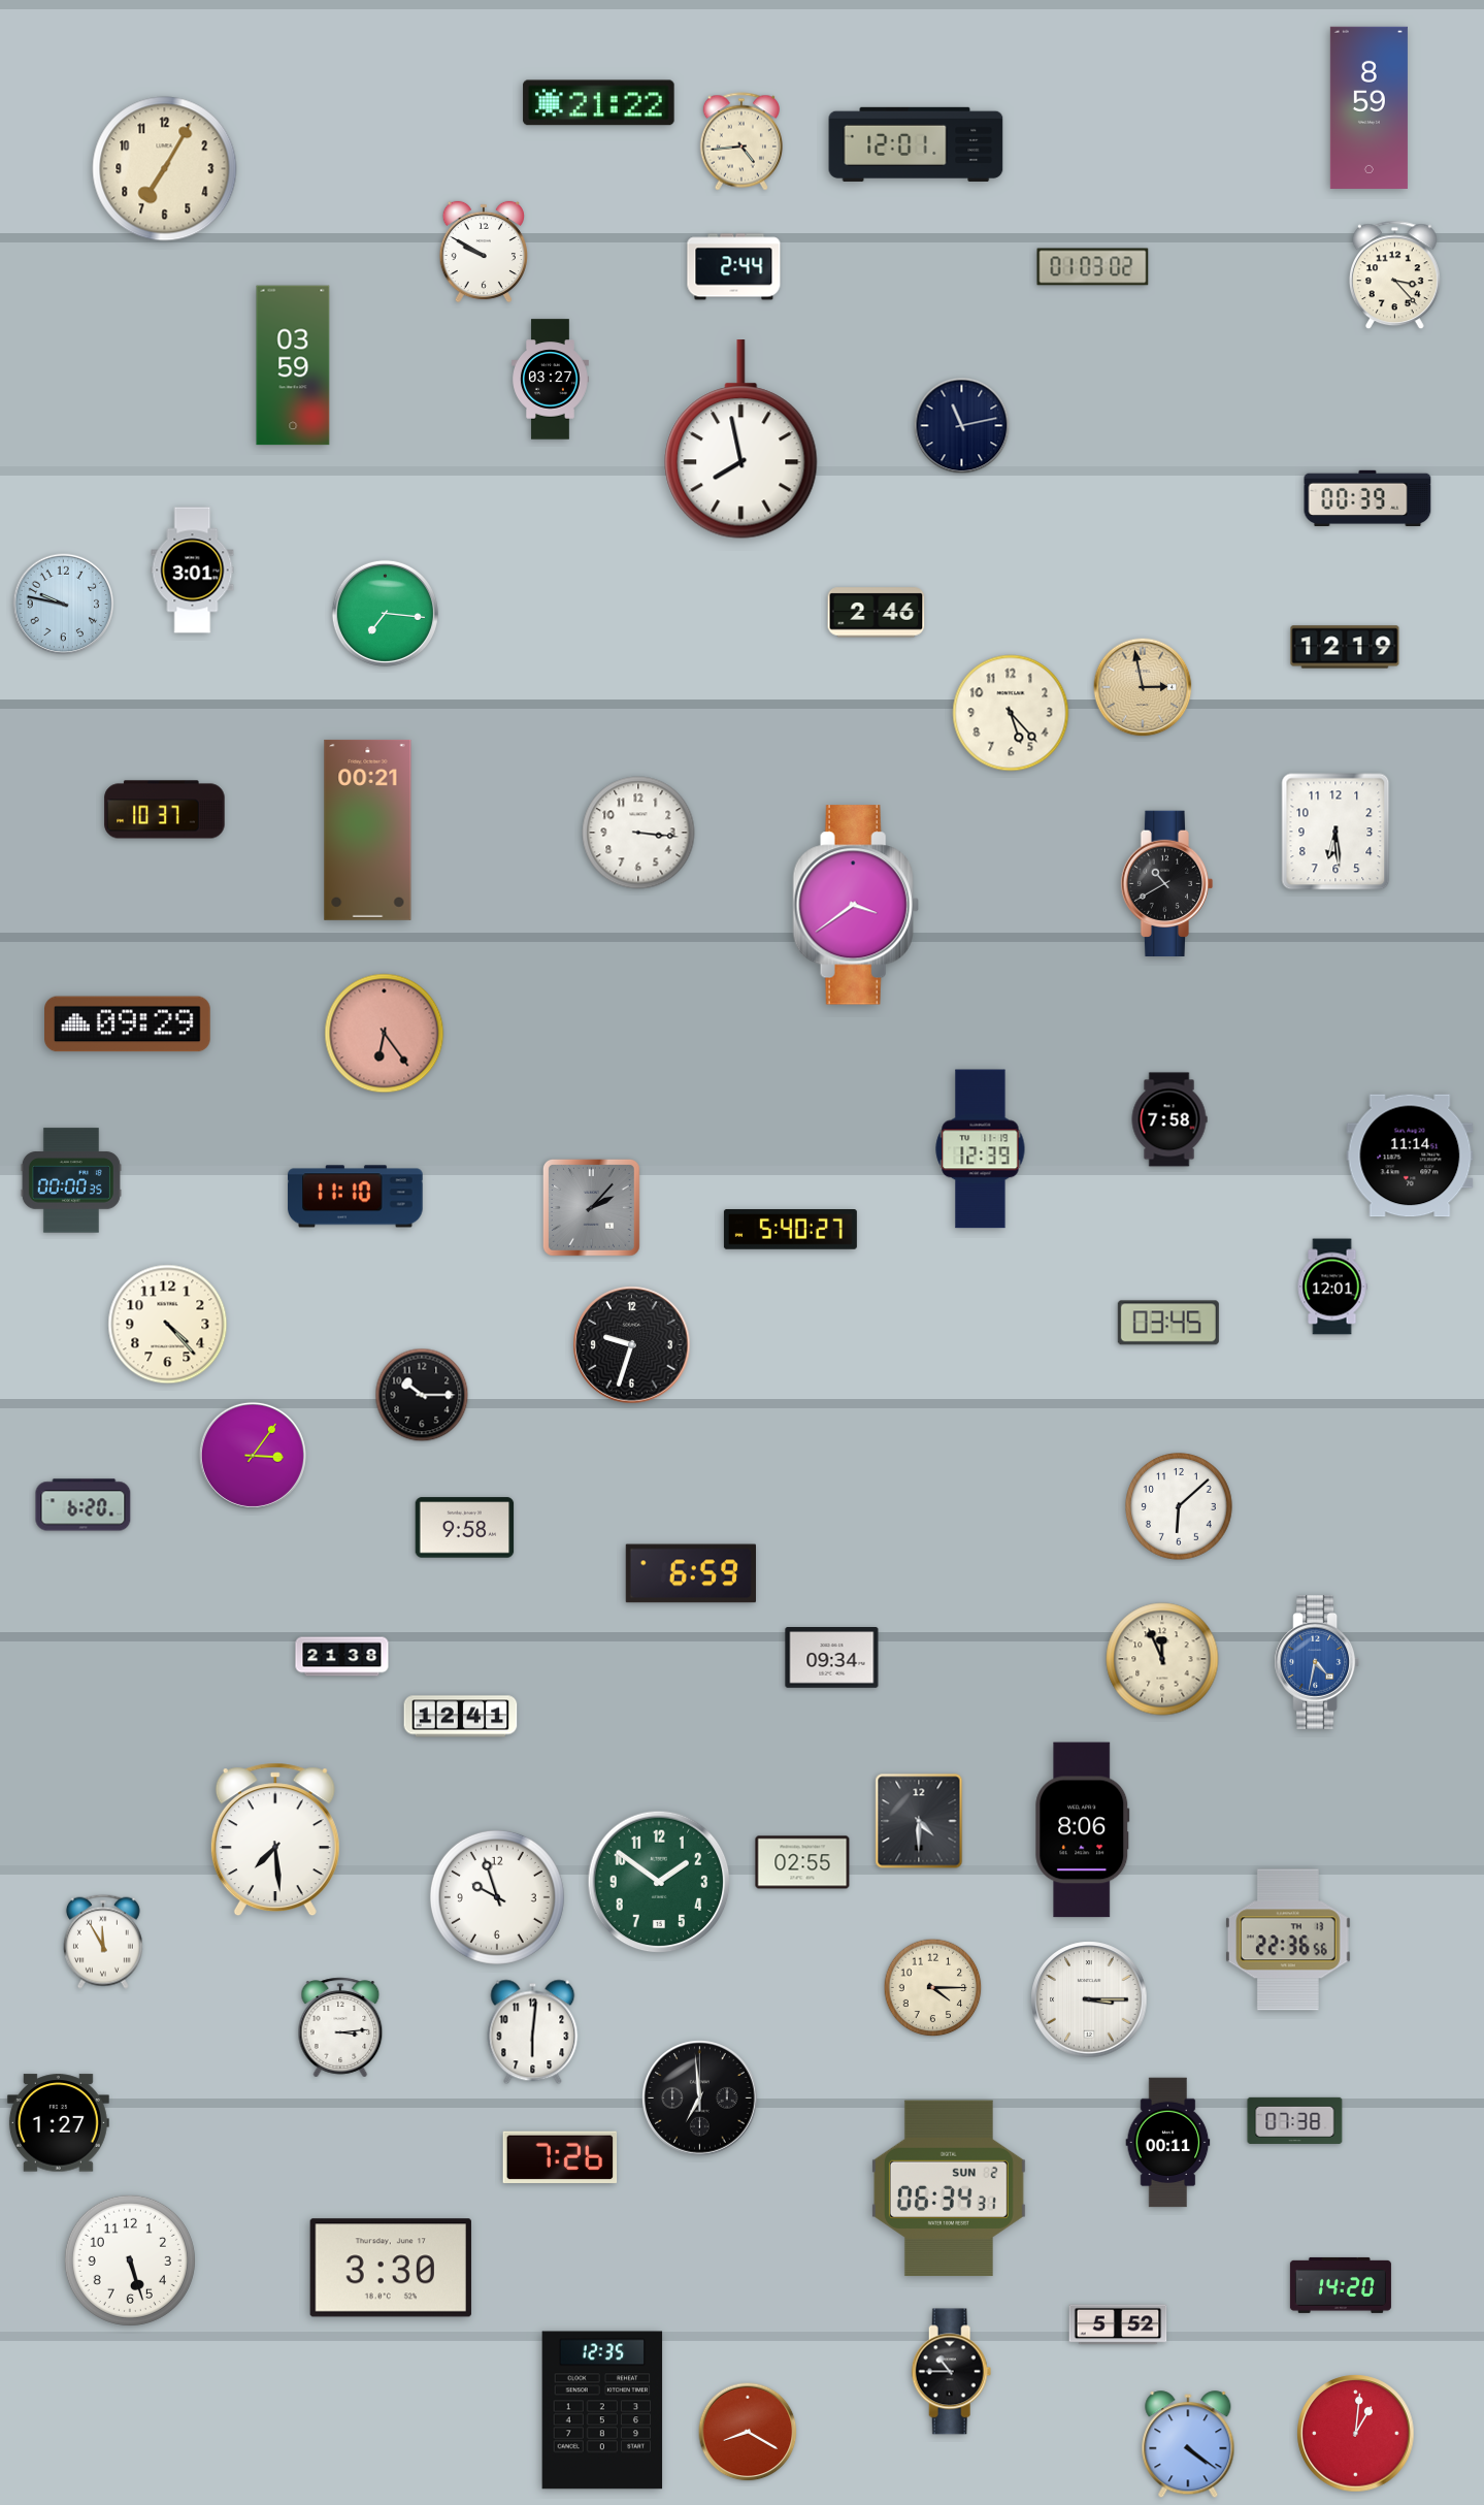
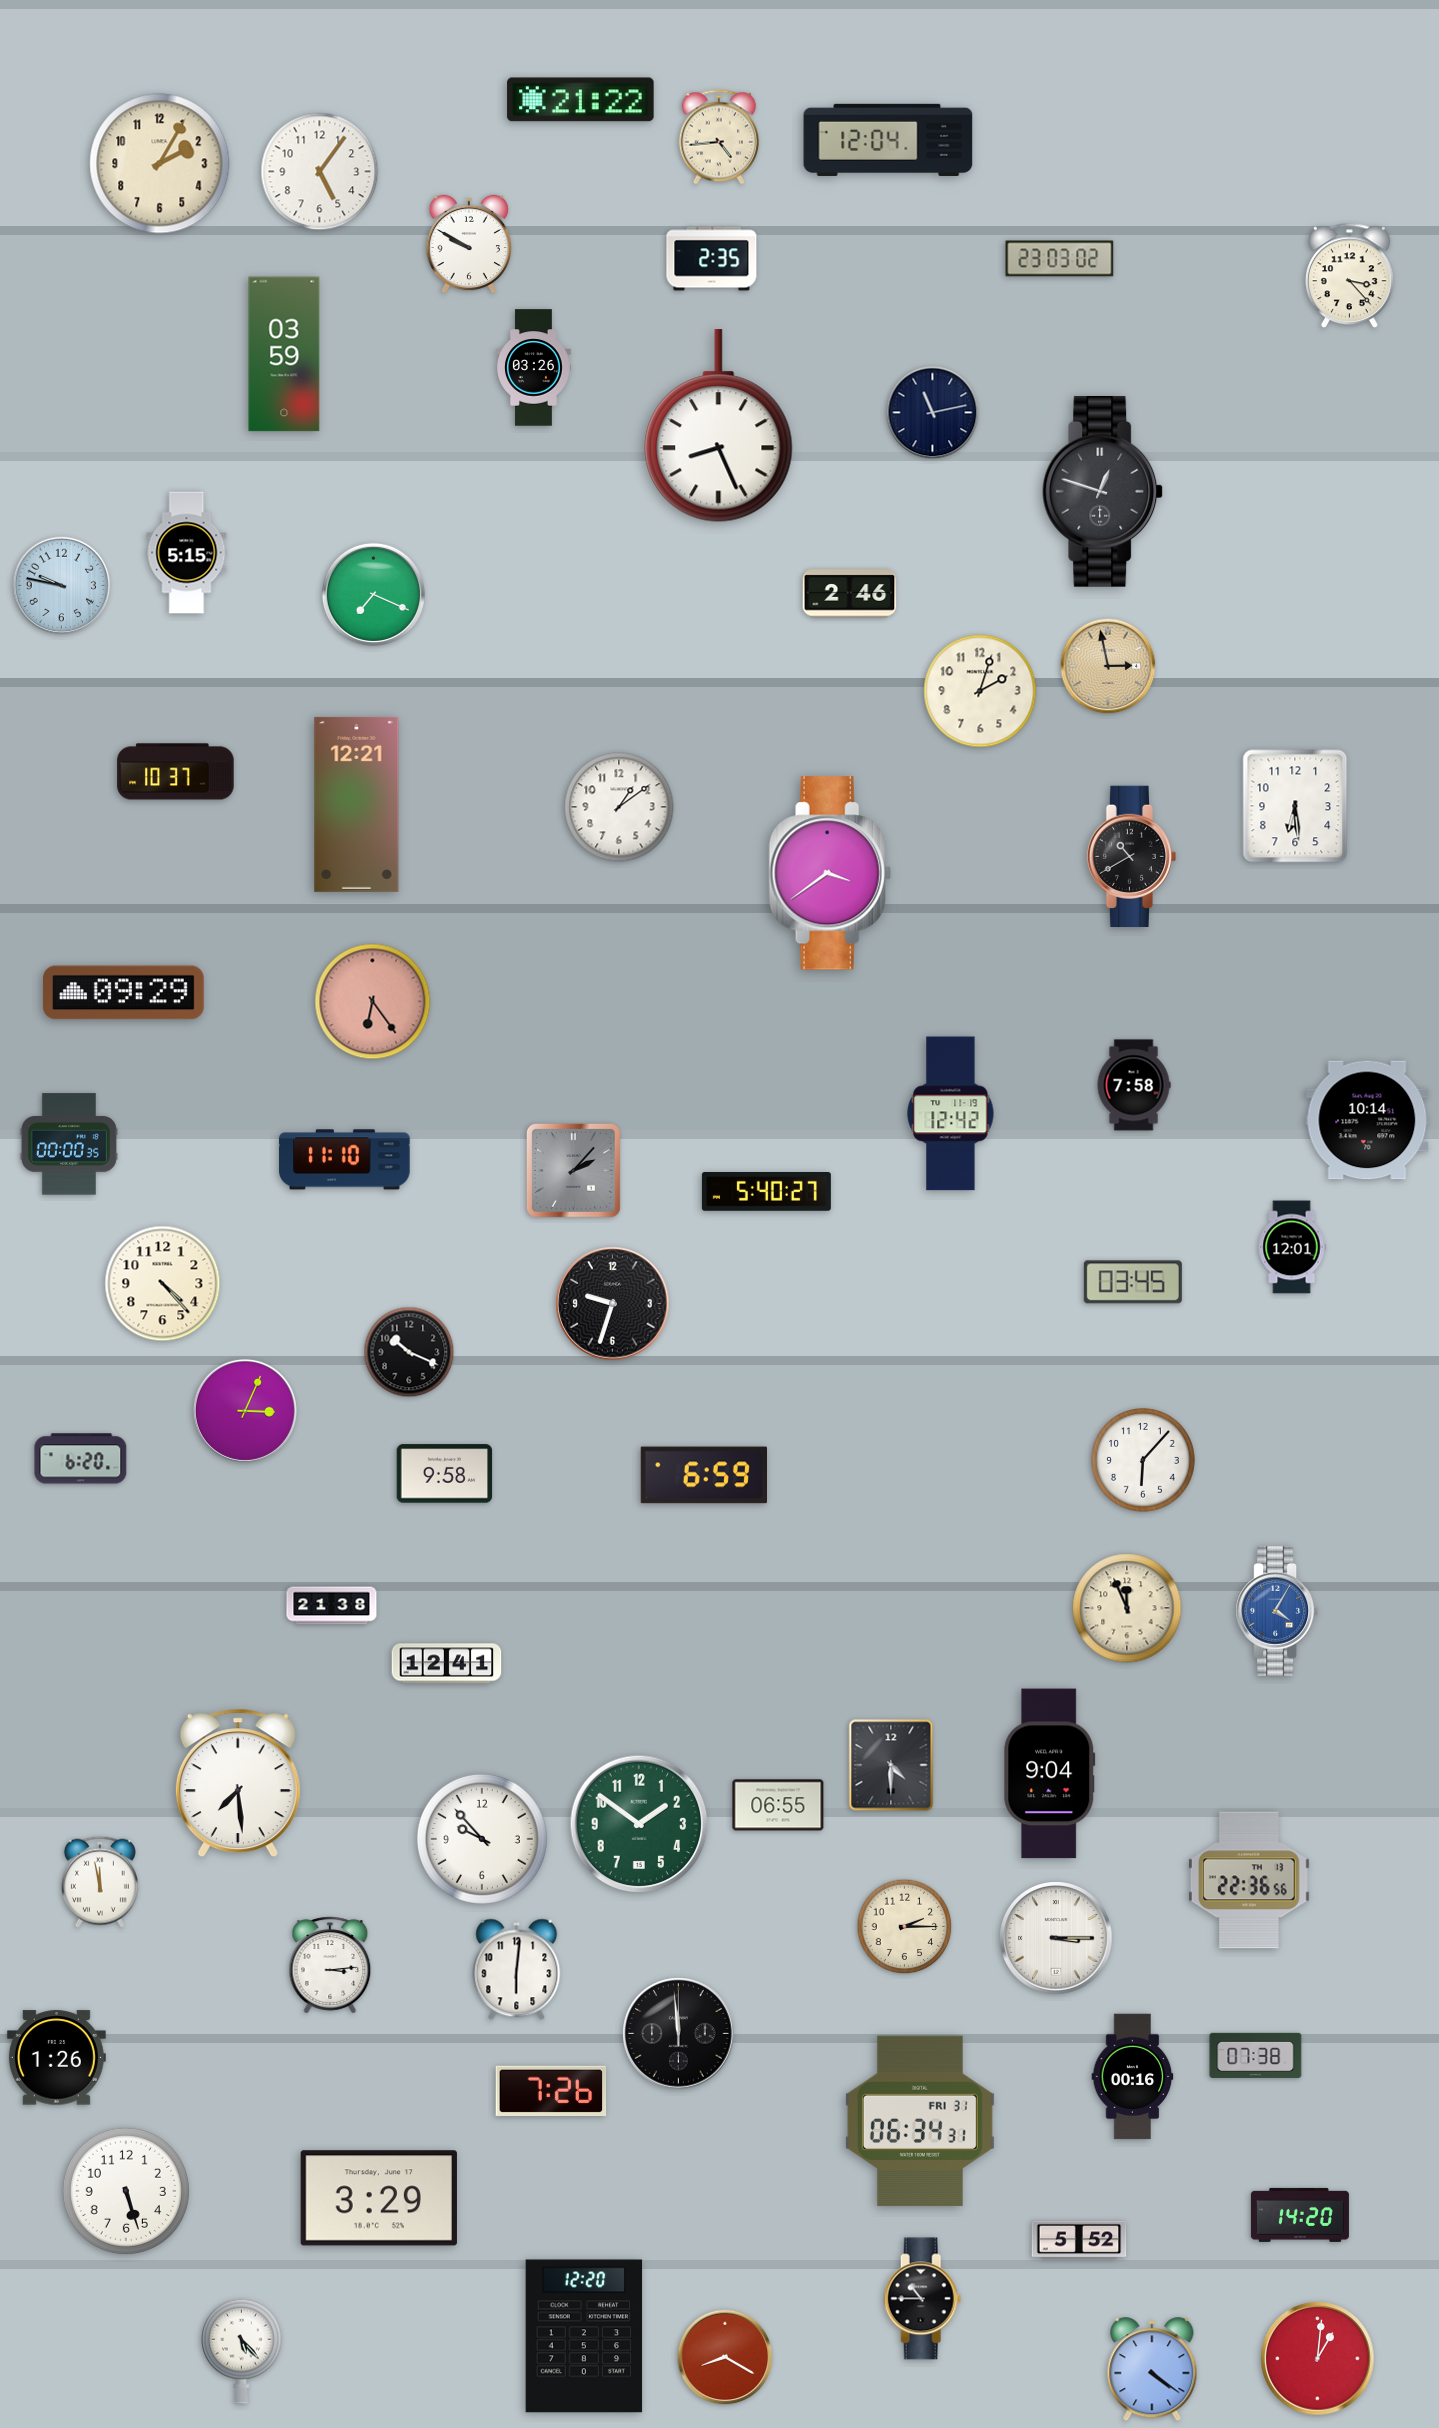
clock at (1368, 107): 8:59 -> none
clock at (916, 144): 12:01 -> 12:04
clock at (165, 169): 7:05 -> 2:05
clock at (320, 172): none -> 5:06
clock at (734, 267): 2:44 -> 2:35
clock at (1093, 267): 01:03 -> 23:03
clock at (1394, 275) position: (1394, 275) -> (1349, 276)
clock at (551, 380): 03:27 -> 03:26
clock at (741, 440): 7:58 -> 8:26
clock at (1367, 497): 00:39 -> none
clock at (1103, 491): none -> 12:48
clock at (193, 571): 3:01 -> 5:15
clock at (385, 613): 7:16 -> 7:19
clock at (1345, 647): 12:19 -> none
clock at (1011, 713): 5:23 -> 2:03
clock at (165, 810) position: (165, 810) -> (176, 772)
clock at (368, 829): 00:21 -> 12:21
clock at (638, 833): 3:16 -> 1:09
clock at (856, 905) position: (856, 905) -> (830, 873)
clock at (981, 1149): 12:39 -> 12:42
clock at (1410, 1156): 11:14 -> 10:14
clock at (422, 1395): 10:15 -> 10:19
clock at (253, 1456): 3:06 -> 3:04
clock at (1179, 1506): 6:08 -> 6:07
clock at (465, 1528) position: (465, 1528) -> (445, 1474)
clock at (690, 1573) position: (690, 1573) -> (703, 1475)
clock at (832, 1658): 09:34 -> none
clock at (1317, 1662): 4:32 -> 4:05
clock at (1083, 1830): 8:06 -> 9:04
clock at (275, 1840) position: (275, 1840) -> (238, 1783)
clock at (802, 1862): 02:55 -> 06:55
clock at (497, 1897): 9:57 -> 9:53
clock at (103, 1942): 11:55 -> 11:58
clock at (933, 1988): 4:15 -> 2:15
clock at (700, 2099): 6:59 -> 11:59
clock at (58, 2123): 1:27 -> 1:26
clock at (1168, 2143): 00:11 -> 00:16
clock at (560, 2157) position: (560, 2157) -> (551, 2091)
clock at (949, 2188) date: SUN 2 -> FRI 31
clock at (391, 2268): 3:30 -> 3:29
clock at (1118, 2324) position: (1118, 2324) -> (1079, 2240)
clock at (602, 2410): 12:35 -> 12:20
clock at (242, 2351): none -> 5:23
clock at (1356, 2434) position: (1356, 2434) -> (1318, 2359)
